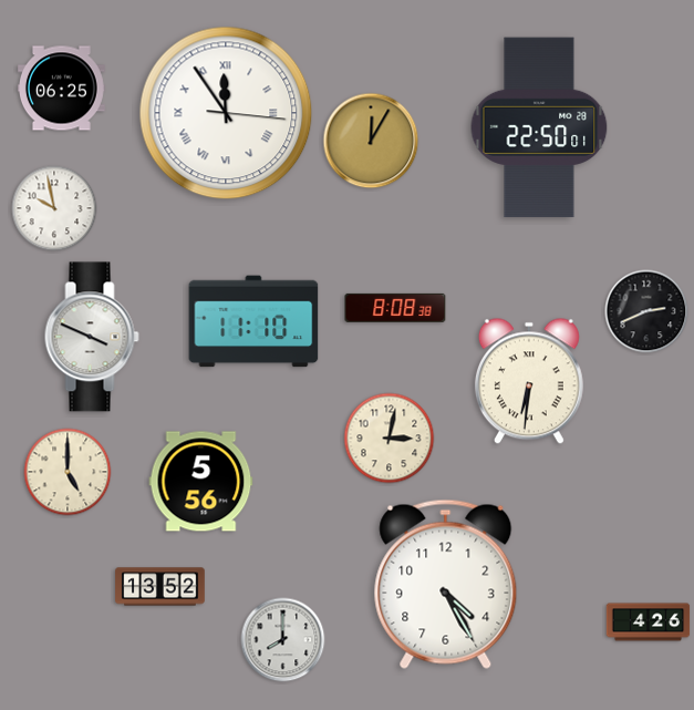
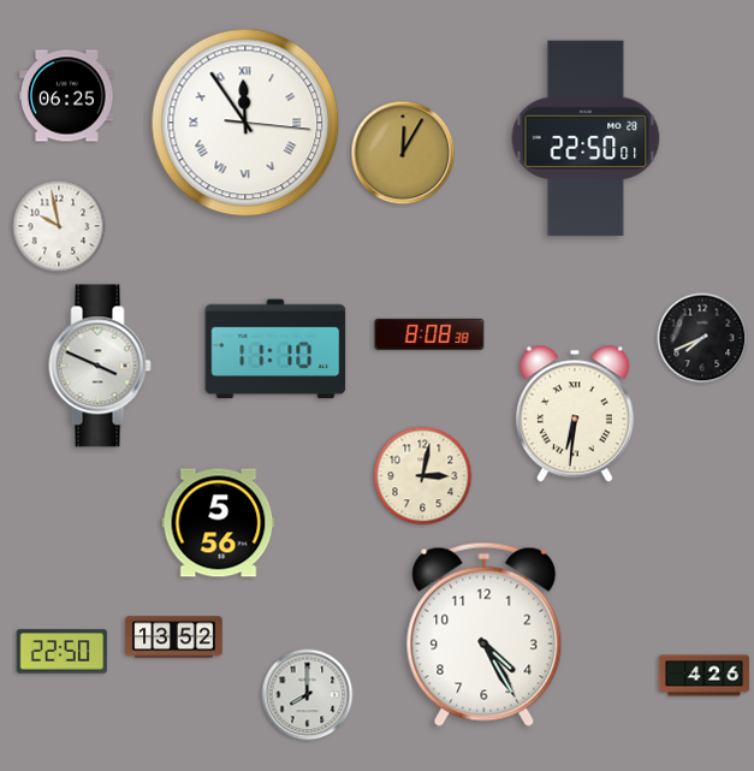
clock at (646, 311): 2:41 -> 7:41
clock at (68, 472): 5:00 -> none
clock at (61, 652): none -> 22:50
